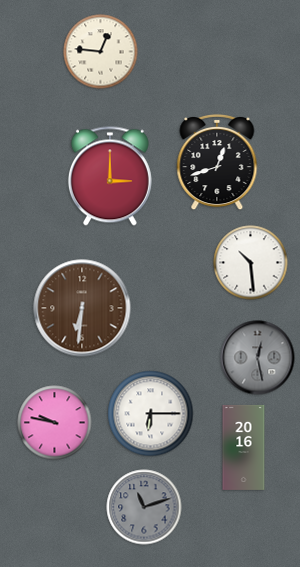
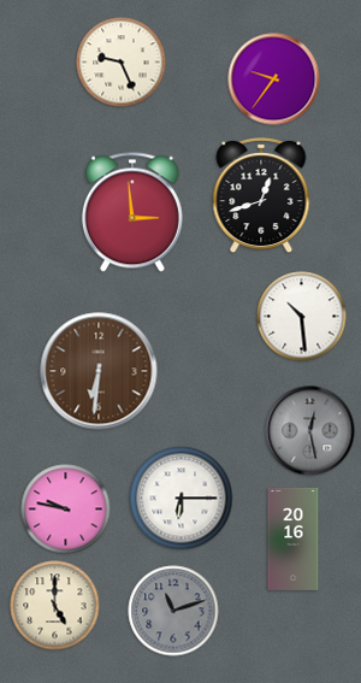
clock at (101, 52): 12:46 -> 9:26
clock at (274, 80): none -> 9:36
clock at (110, 176): 3:00 -> 2:59
clock at (55, 606): none -> 5:00
